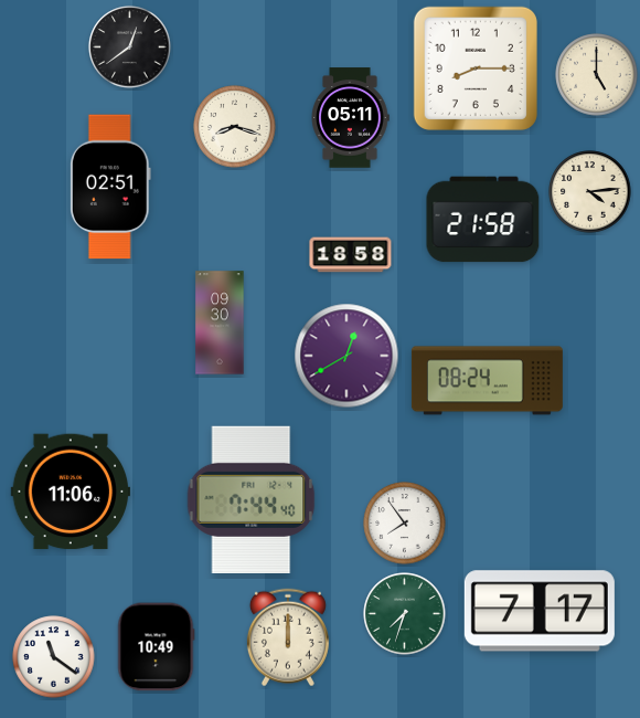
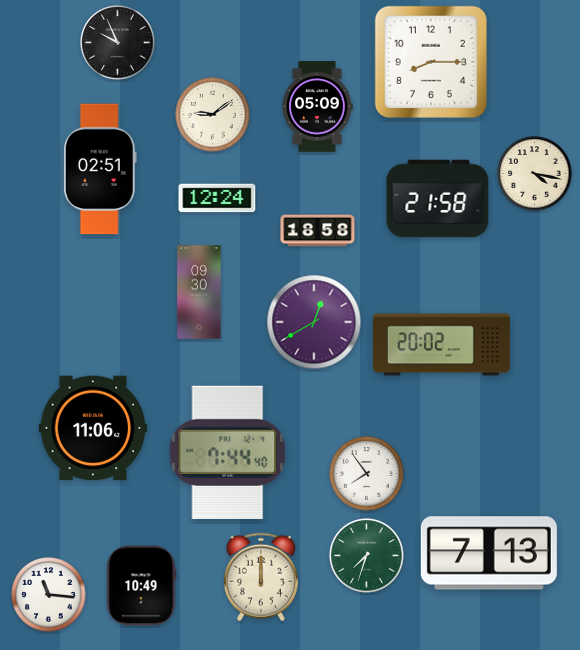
clock at (130, 47): 12:39 -> 9:56
clock at (597, 75): 5:00 -> none
clock at (350, 118): 05:11 -> 05:09
clock at (235, 127): 8:18 -> 9:09
clock at (590, 192): 4:14 -> 4:17
clock at (217, 198): none -> 12:24
clock at (487, 381): 08:24 -> 20:02
clock at (70, 492) position: (70, 492) -> (92, 428)
clock at (540, 611): 7:17 -> 7:13
clock at (54, 657): 11:21 -> 11:16
